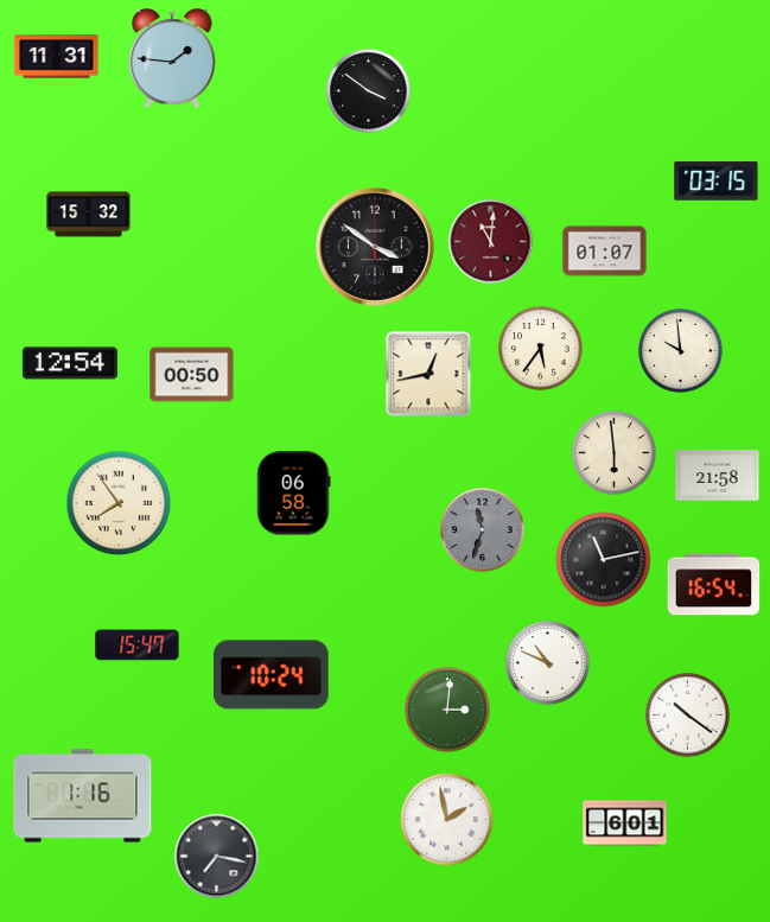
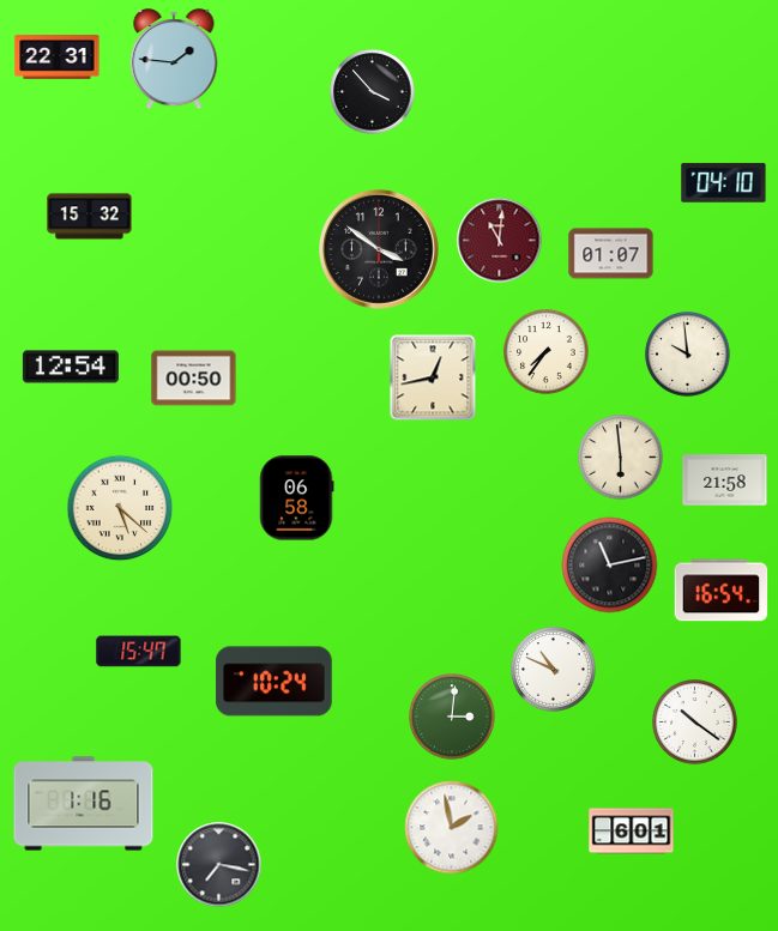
clock at (57, 57): 11:31 -> 22:31
clock at (369, 91): 3:51 -> 3:53
clock at (717, 182): 03:15 -> 04:10
clock at (491, 242) position: (491, 242) -> (500, 241)
clock at (541, 349): 5:36 -> 7:36
clock at (119, 503): 7:54 -> 5:22
clock at (483, 530): 11:33 -> none
